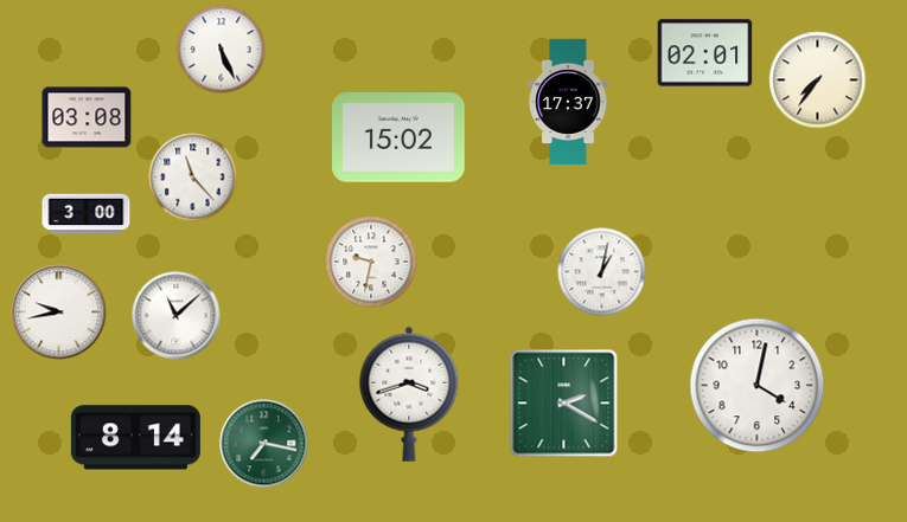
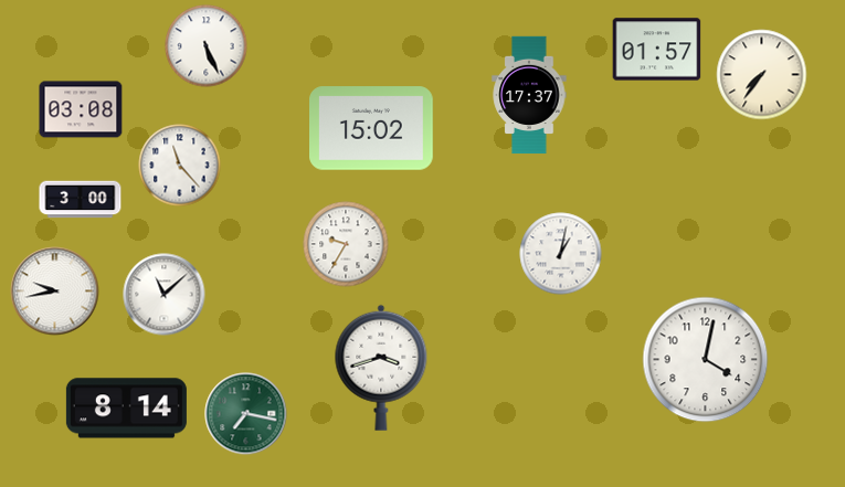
clock at (705, 53): 02:01 -> 01:57
clock at (371, 262): 9:32 -> 9:35
clock at (564, 404): 2:20 -> none
